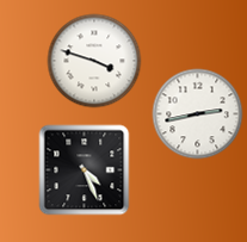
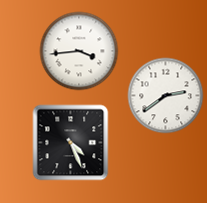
clock at (94, 61): 3:48 -> 3:44
clock at (198, 114): 2:43 -> 2:39
